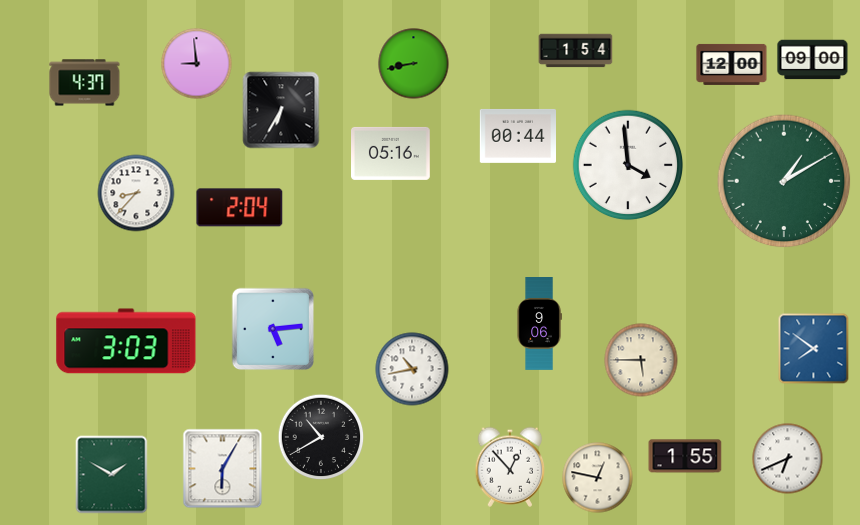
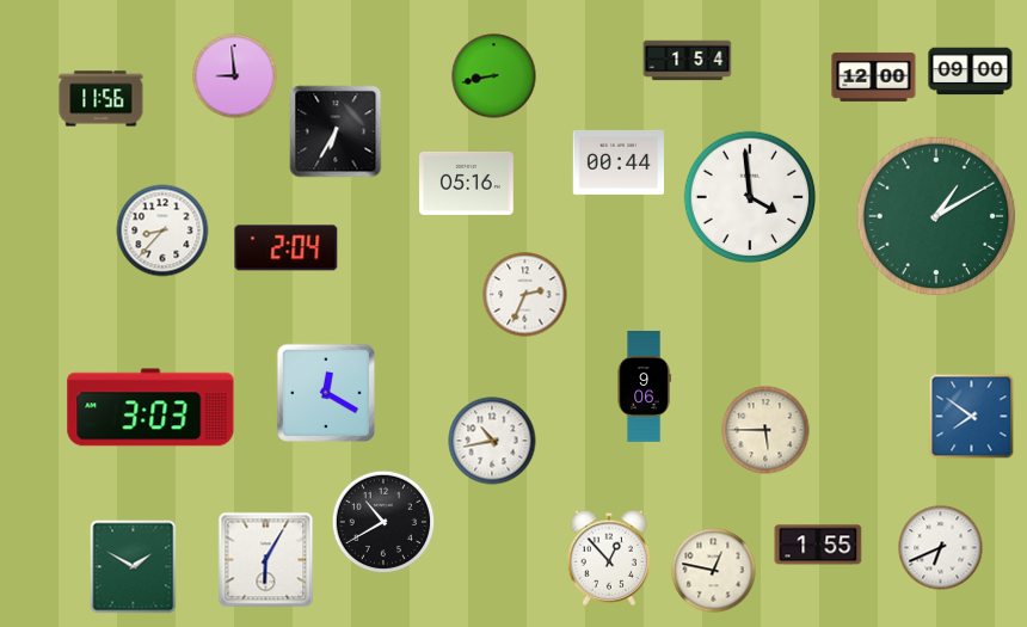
clock at (85, 83): 4:37 -> 11:56
clock at (525, 295): none -> 2:34
clock at (273, 329): 5:14 -> 12:20
